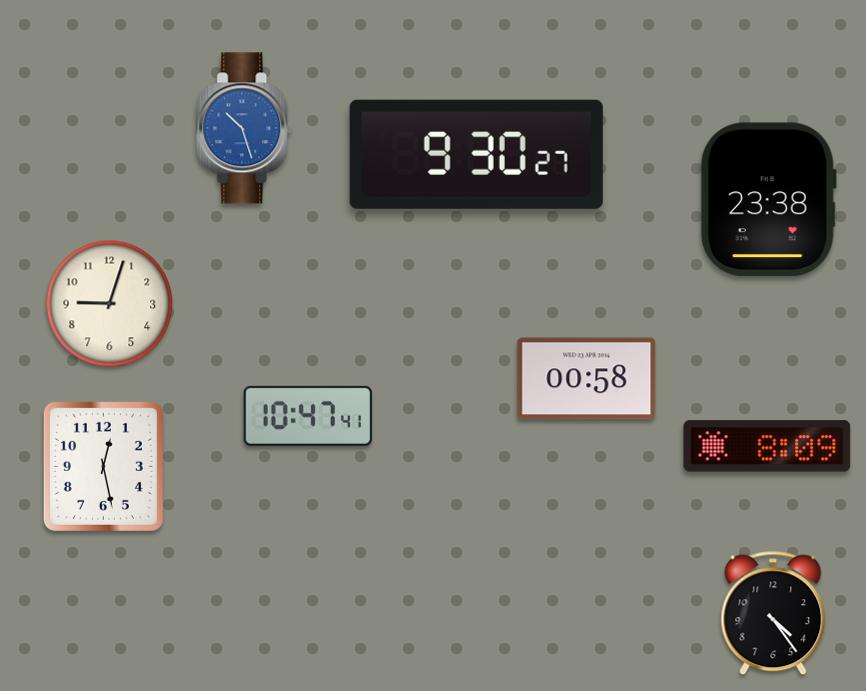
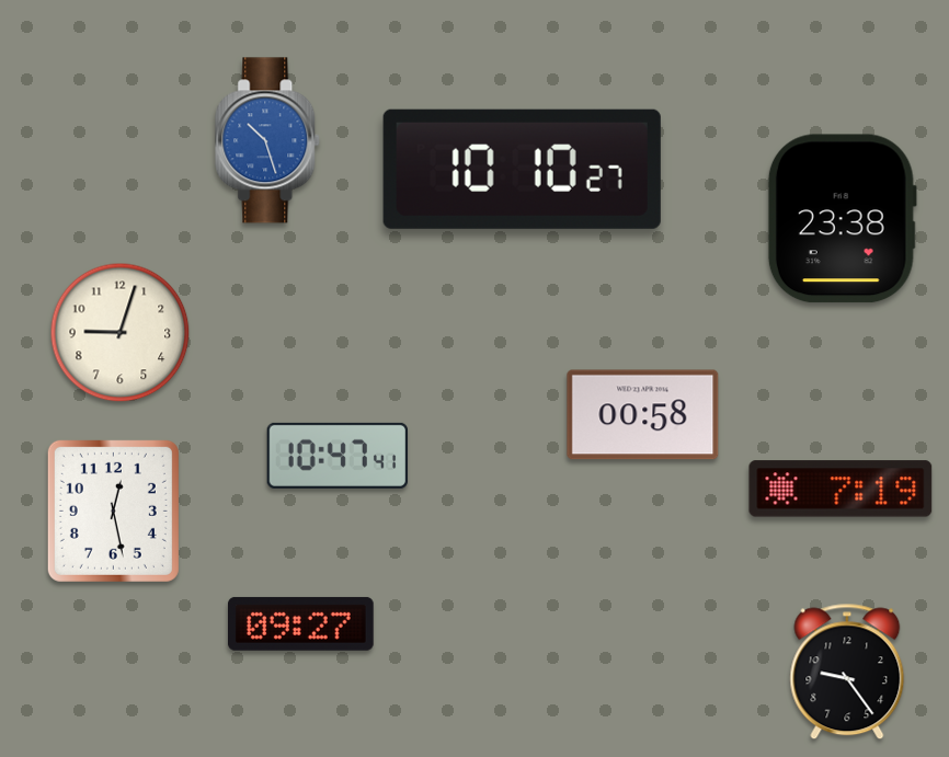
clock at (476, 154): 9:30 -> 10:10
clock at (767, 446): 8:09 -> 7:19
clock at (301, 623): none -> 09:27
clock at (773, 613): 4:24 -> 9:24
